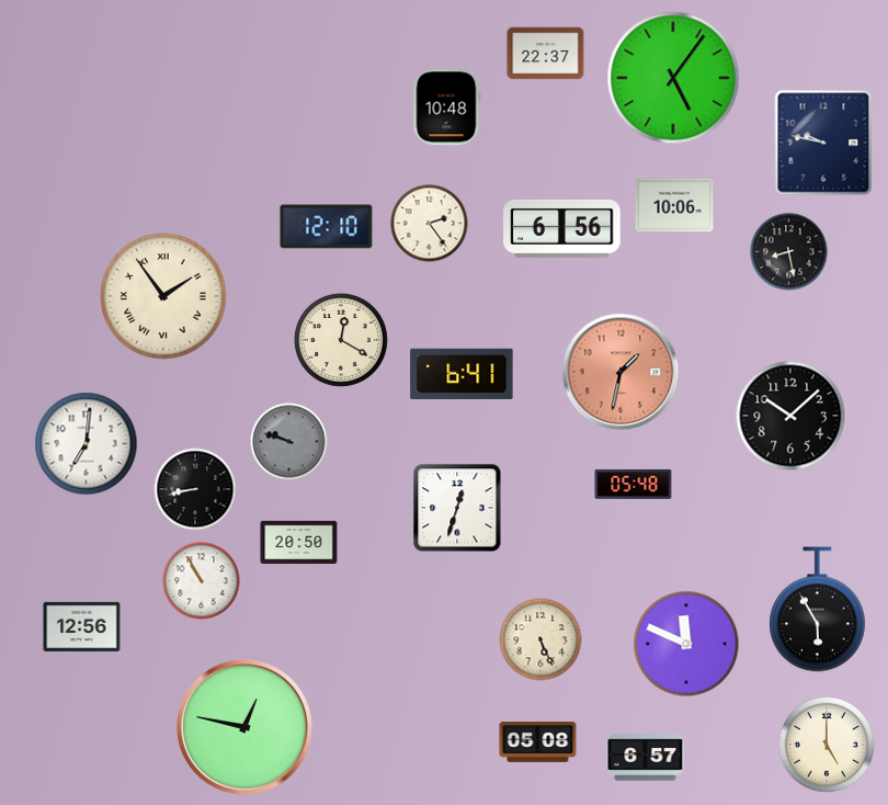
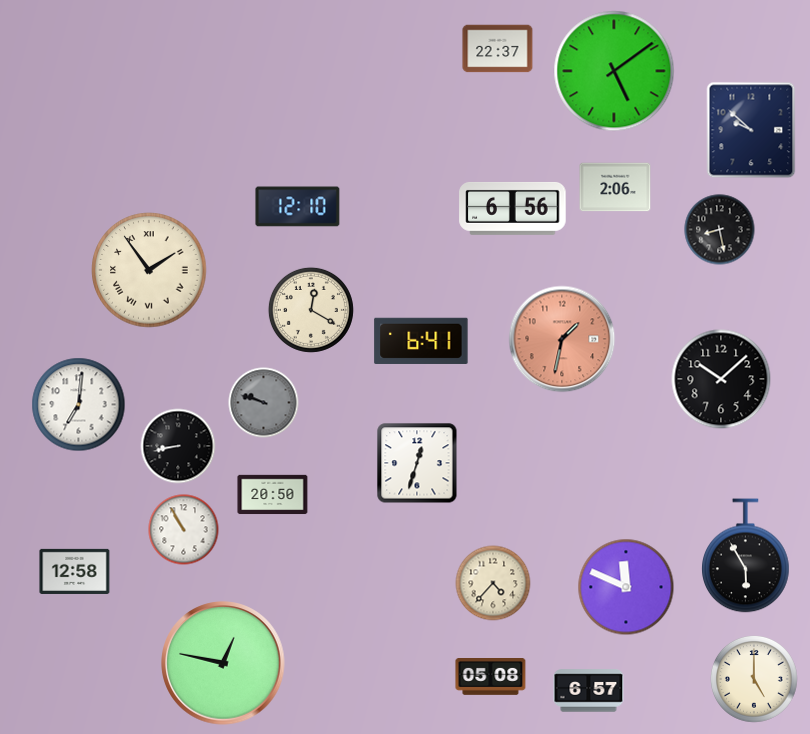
clock at (673, 78): 5:06 -> 5:09
clock at (446, 107): 10:48 -> none
clock at (823, 143): 9:47 -> 9:52
clock at (674, 205): 10:06 -> 2:06
clock at (430, 224): 2:24 -> none
clock at (621, 372) position: (621, 372) -> (562, 339)
clock at (634, 484): 05:48 -> none
clock at (82, 626): 12:56 -> 12:58
clock at (540, 639): 5:26 -> 4:37
